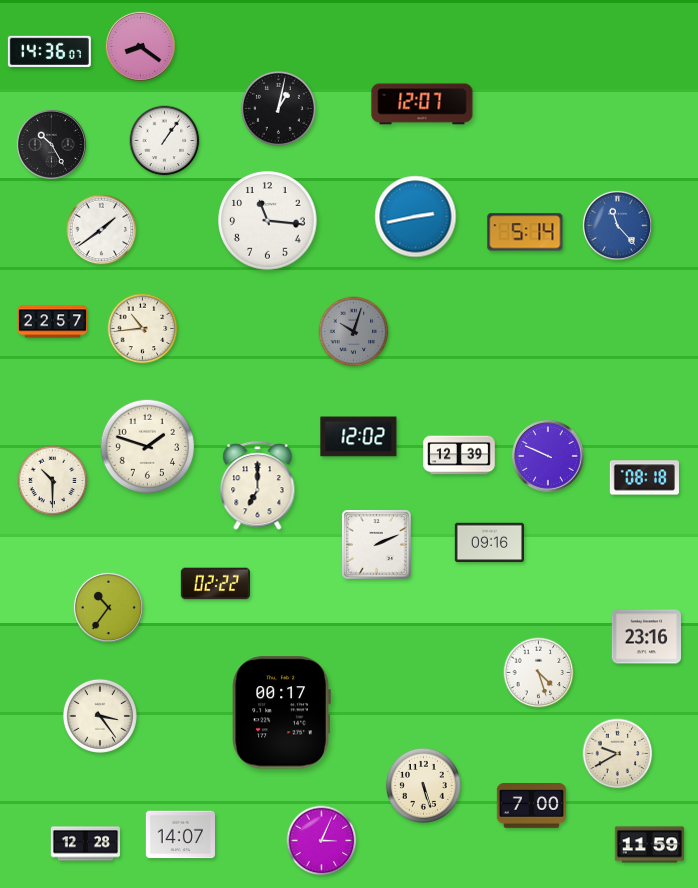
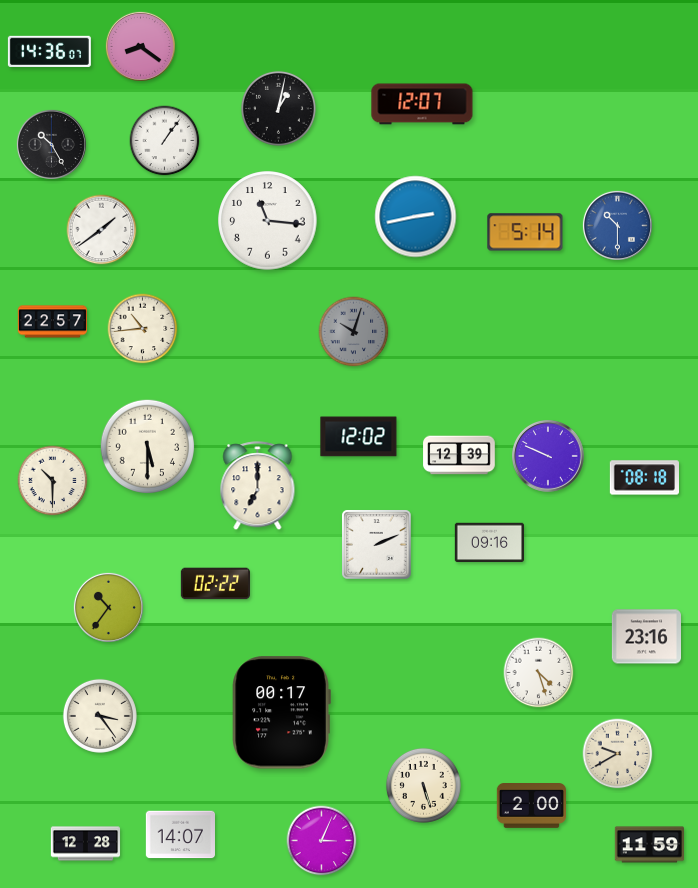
clock at (617, 225): 11:23 -> 10:30
clock at (147, 446): 1:48 -> 5:30
clock at (531, 806): 7:00 -> 2:00
